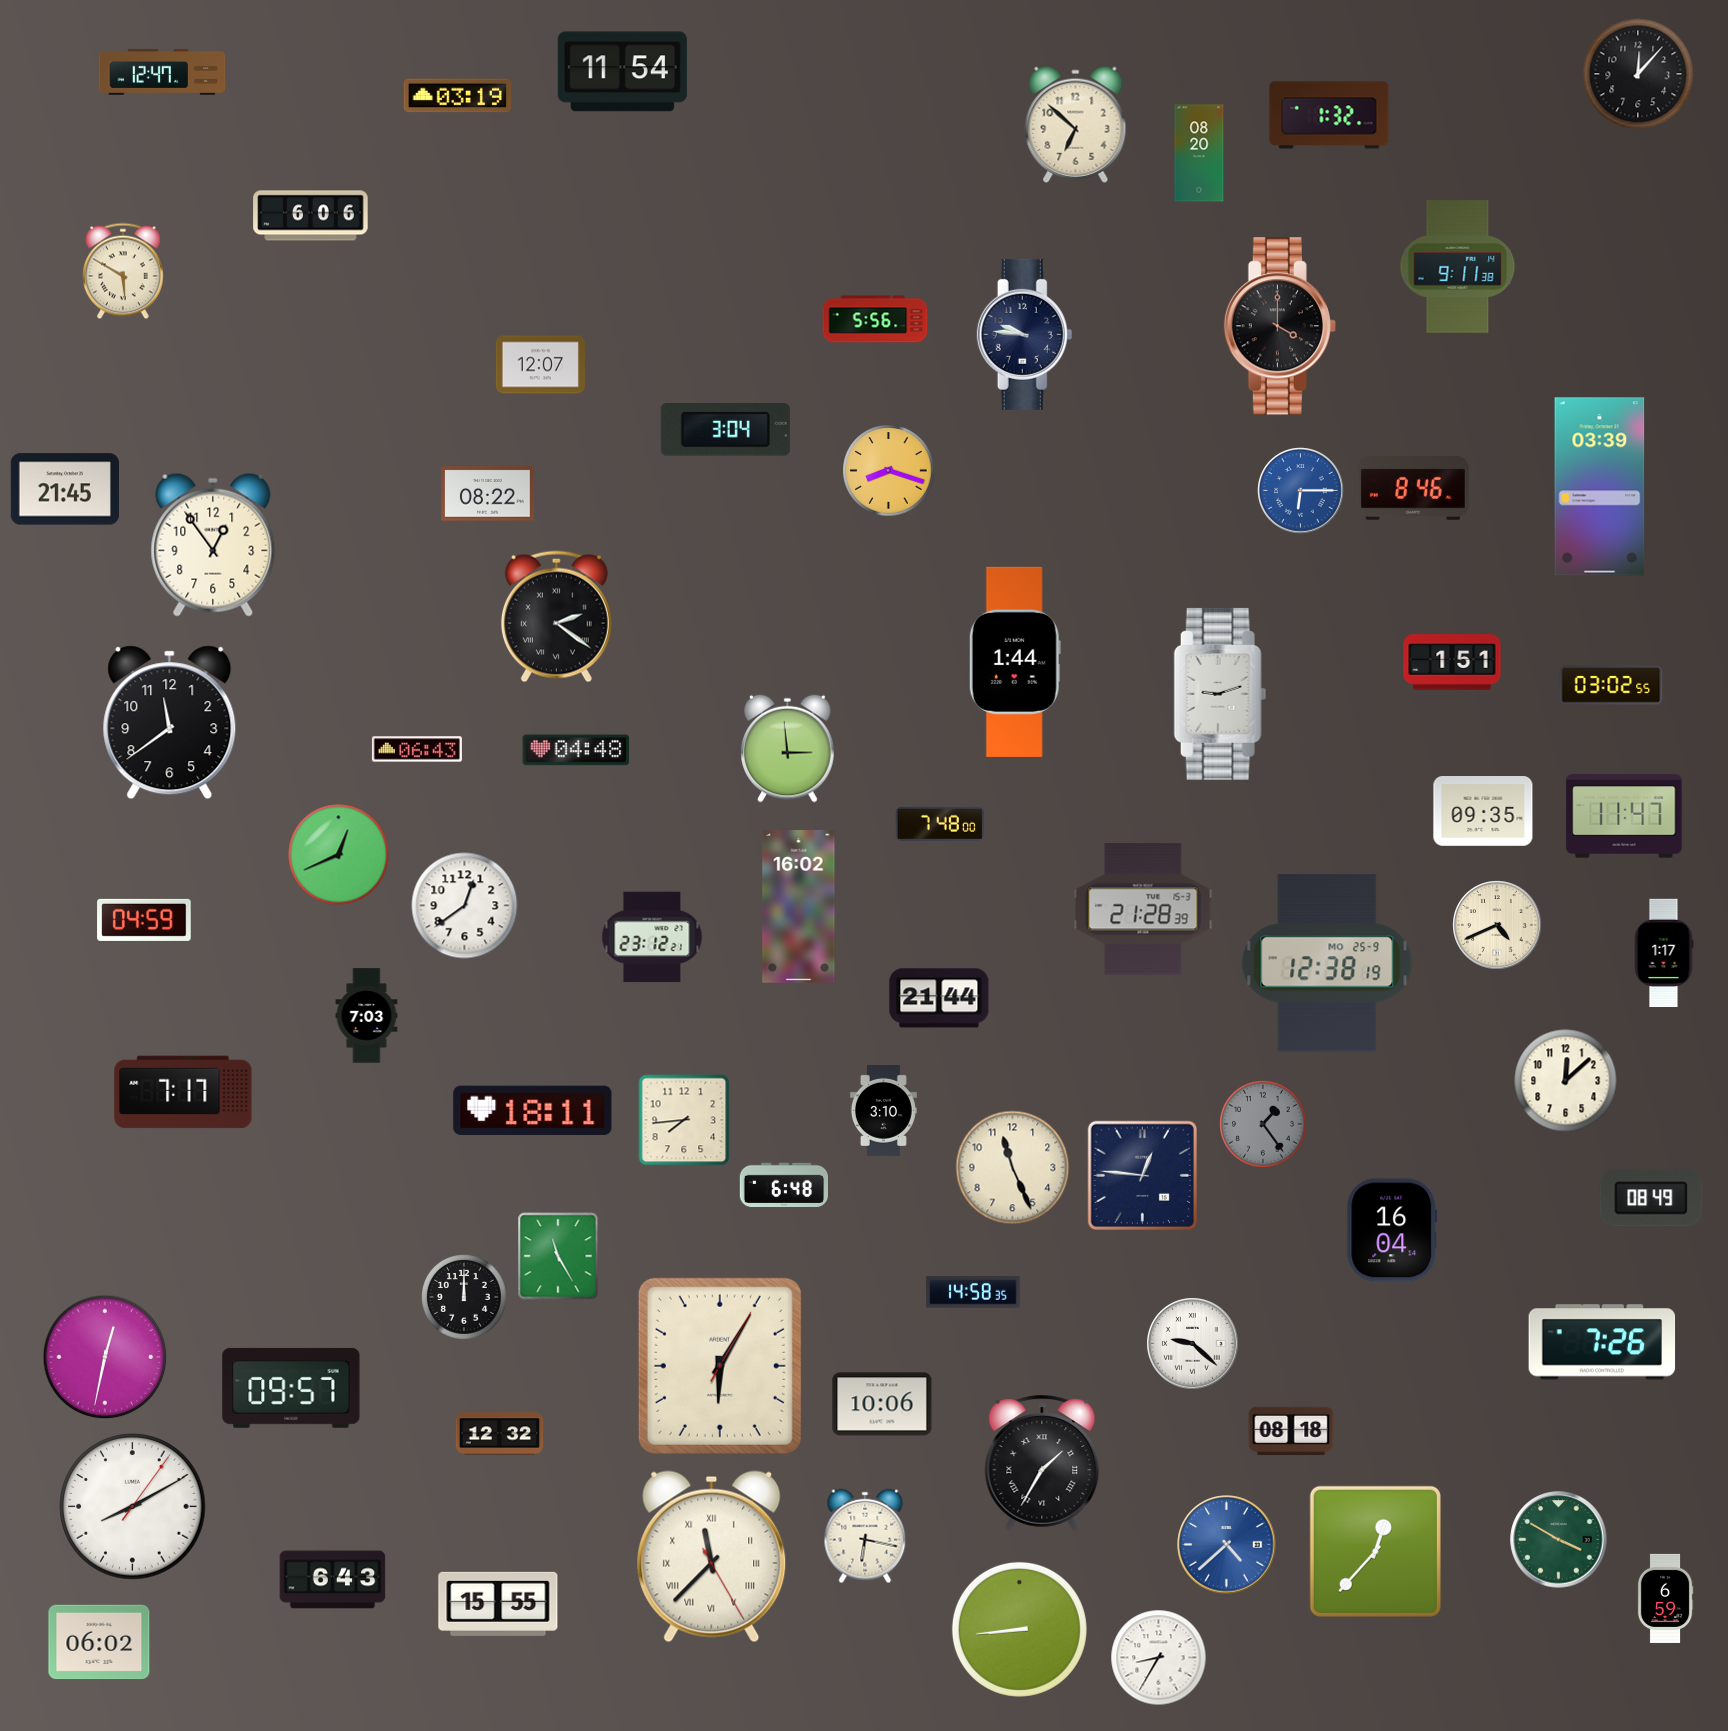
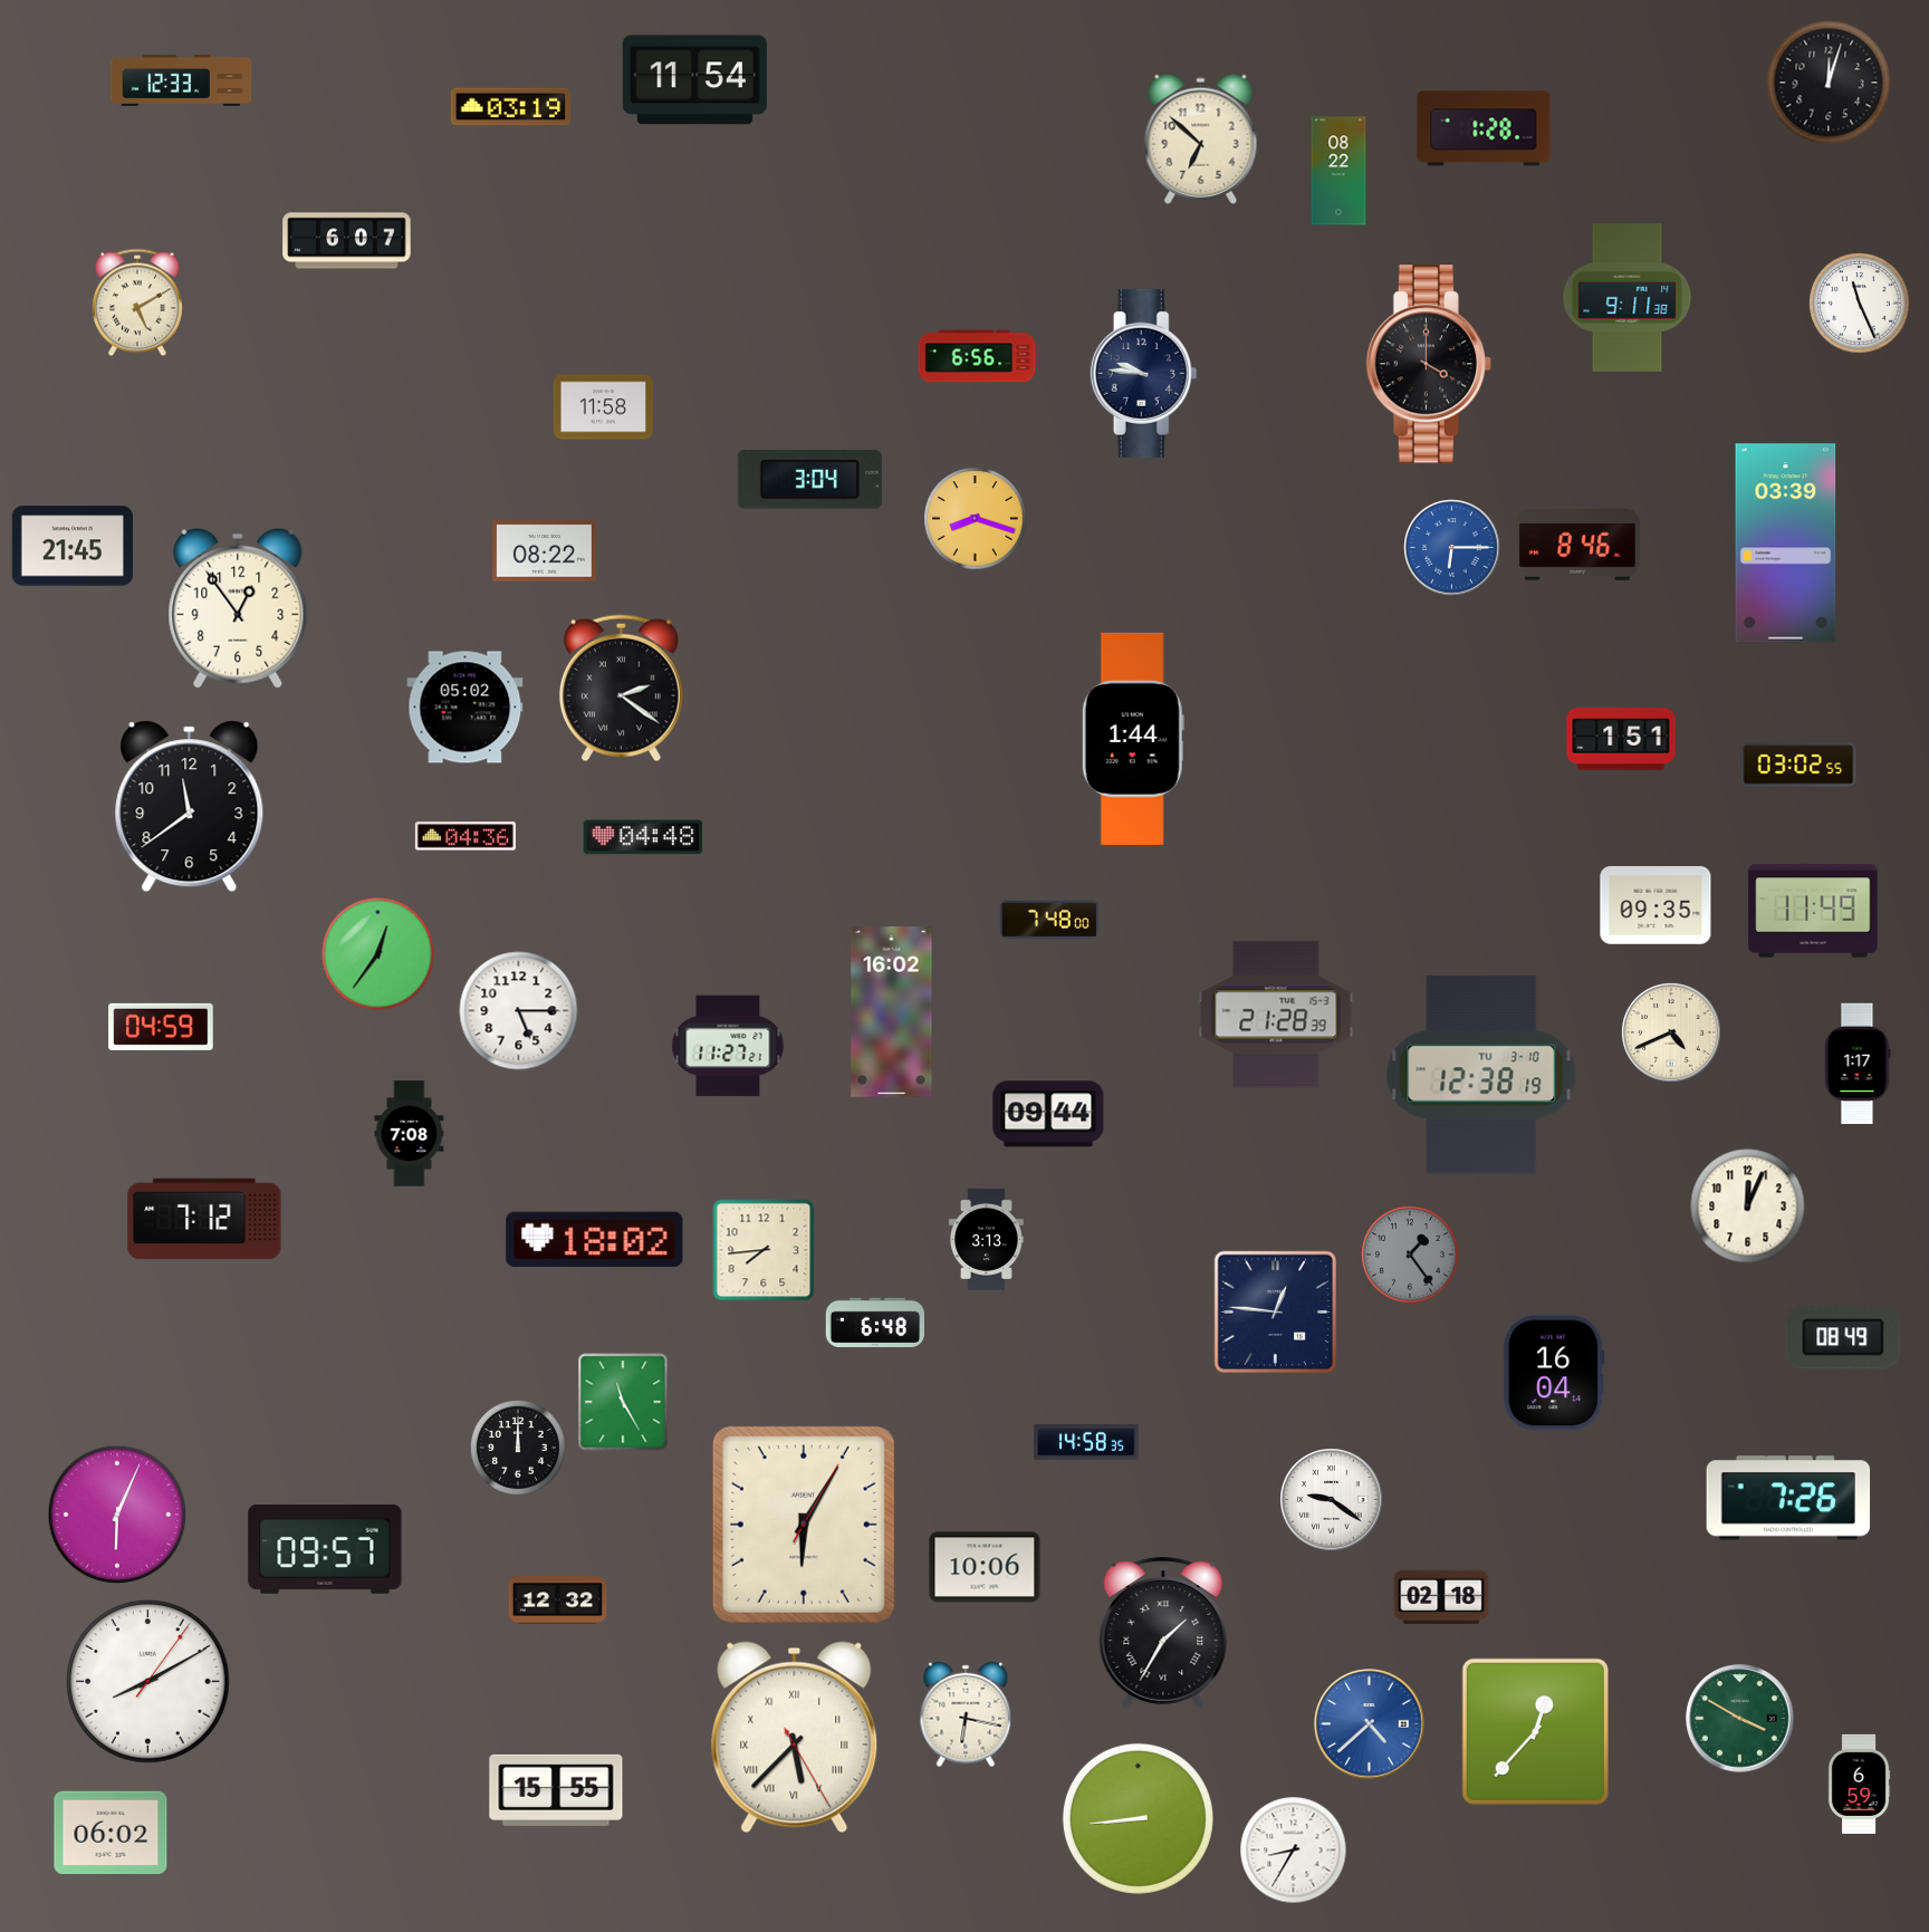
clock at (162, 72): 12:47 -> 12:33
clock at (1638, 74): 12:07 -> 12:03
clock at (1329, 115): 1:32 -> 1:28
clock at (1199, 153): 08:20 -> 08:22
clock at (311, 216): 6:06 -> 6:07
clock at (124, 271): 5:50 -> 5:10
clock at (1860, 304): none -> 11:26
clock at (875, 319): 5:56 -> 6:56
clock at (540, 365): 12:07 -> 11:58
clock at (889, 471) position: (889, 471) -> (976, 519)
clock at (466, 708): none -> 05:02
clock at (1220, 694): 9:12 -> none
clock at (788, 748): 2:59 -> none
clock at (417, 749): 06:43 -> 04:36
clock at (1624, 816): 11:47 -> 11:49
clock at (339, 855): 12:41 -> 12:36
clock at (465, 906): 12:39 -> 5:15
clock at (652, 937): 23:12 -> 11:27
clock at (1327, 963) date: MO 25-9 -> TU 3-10
clock at (939, 998): 21:44 -> 09:44
clock at (367, 1016): 7:03 -> 7:08
clock at (1566, 1081): 12:08 -> 12:04
clock at (183, 1092): 7:17 -> 7:12
clock at (533, 1110): 18:11 -> 18:02
clock at (883, 1110): 3:10 -> 3:13
clock at (1013, 1168): 11:26 -> none
clock at (1193, 1344): 9:22 -> 9:21
clock at (105, 1357): 12:32 -> 6:04
clock at (1291, 1431): 08:18 -> 02:18
clock at (712, 1557): 11:37 -> 5:37
clock at (333, 1580): 6:43 -> none
